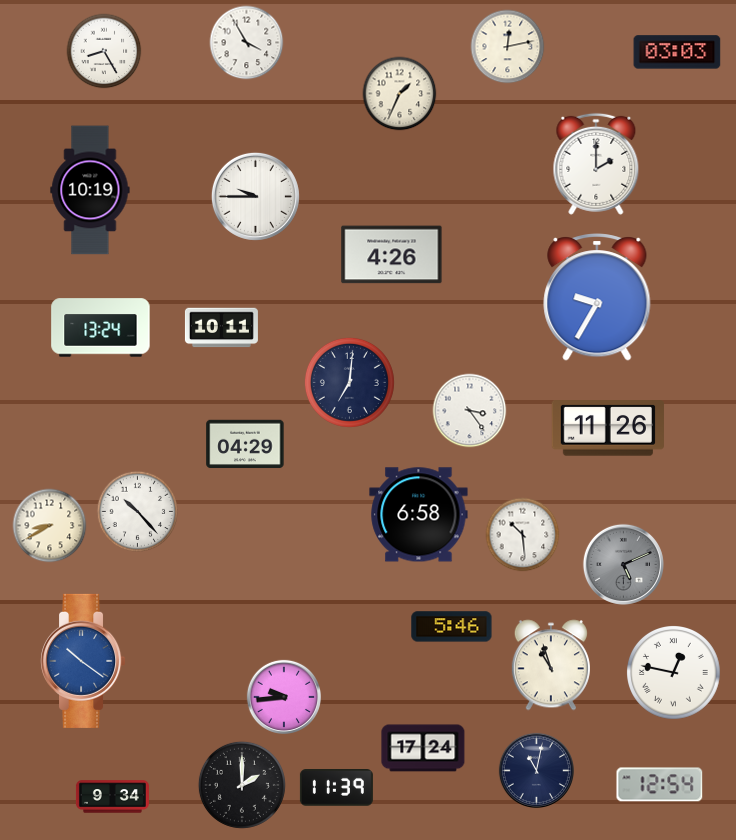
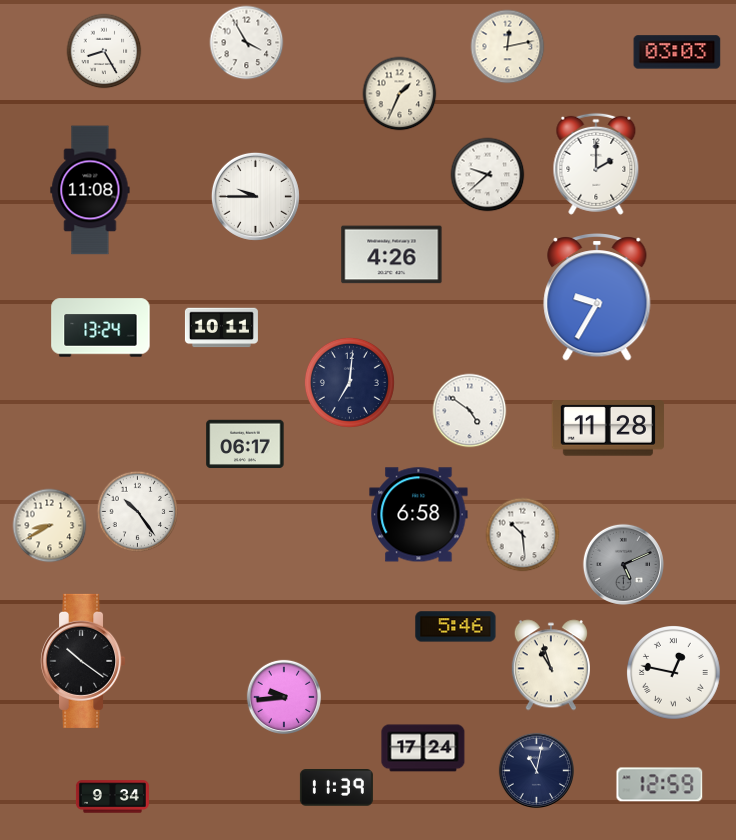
clock at (488, 175): none -> 9:38
clock at (90, 190): 10:19 -> 11:08
clock at (470, 411): 3:24 -> 4:51
clock at (608, 428): 11:26 -> 11:28
clock at (245, 444): 04:29 -> 06:17
clock at (138, 512): 10:23 -> 10:24
clock at (452, 627) position: (452, 627) -> (456, 627)
clock at (83, 661) dial: blue -> black
clock at (242, 785): 2:00 -> none
clock at (660, 785): 12:54 -> 12:59
